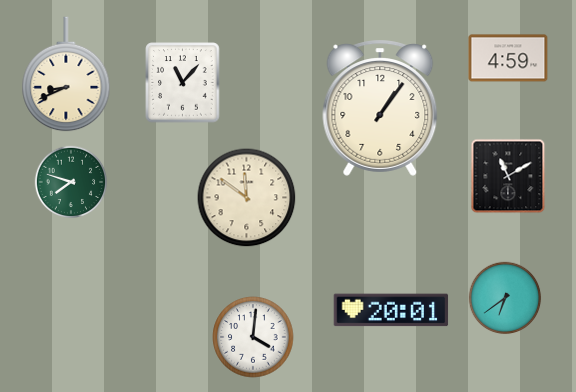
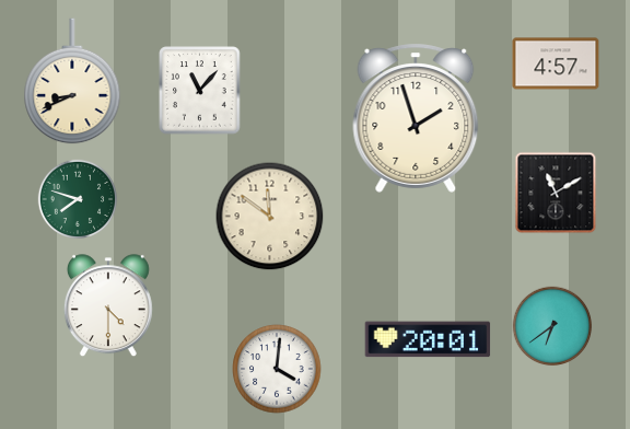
clock at (508, 58): 4:59 -> 4:57
clock at (380, 108): 1:06 -> 1:57
clock at (108, 306): none -> 4:30
